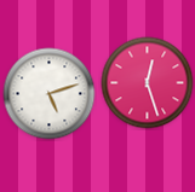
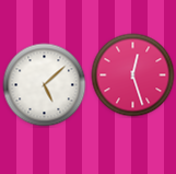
clock at (50, 94): 5:12 -> 5:08
